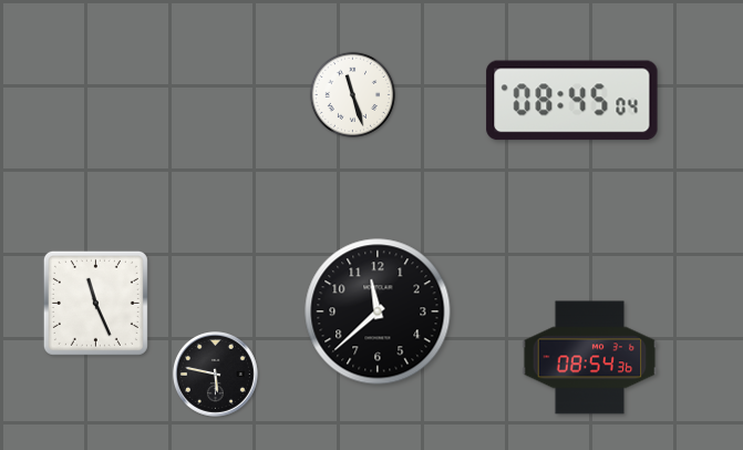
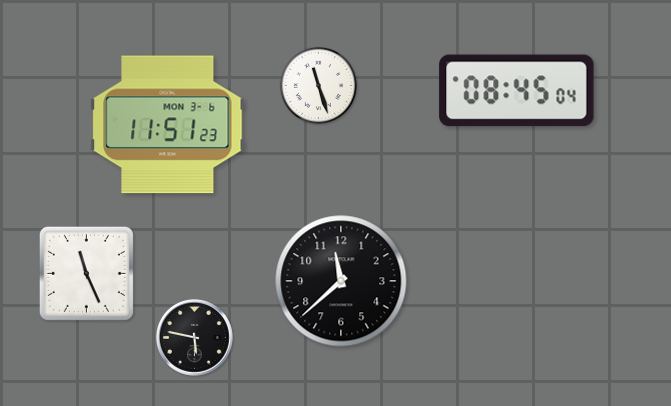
clock at (168, 125): none -> 11:51
clock at (590, 358): 08:54 -> none
